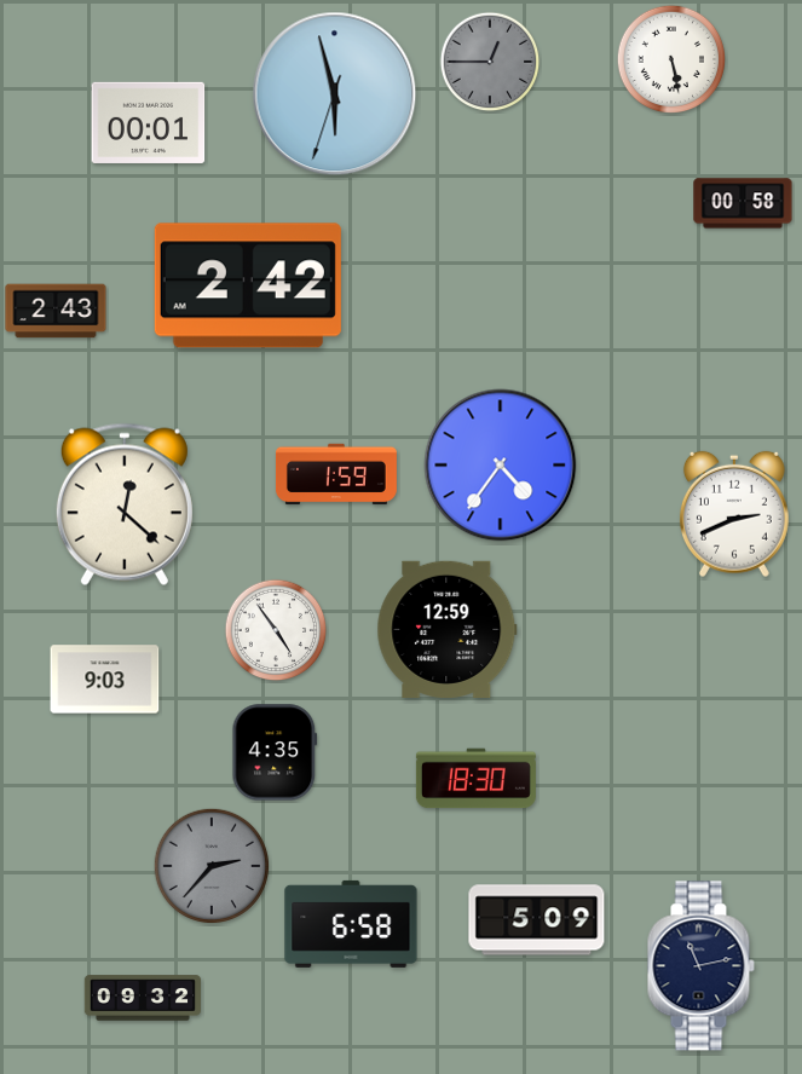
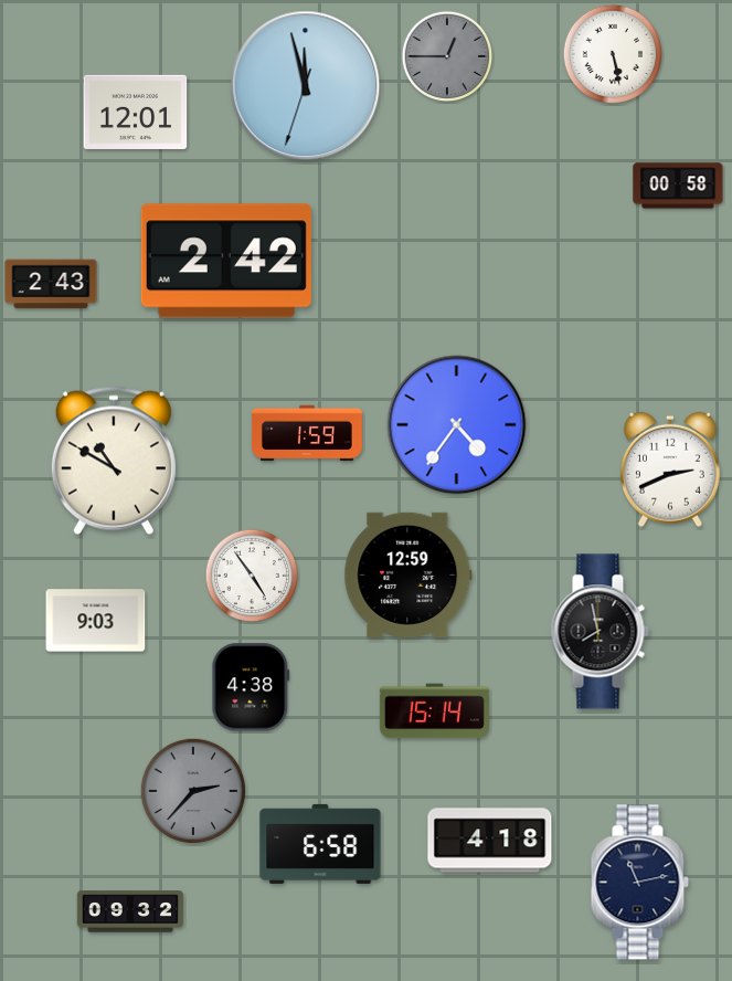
clock at (335, 94): 5:57 -> 11:57
clock at (149, 122): 00:01 -> 12:01
clock at (125, 504): 12:22 -> 10:50
clock at (600, 632): none -> 7:58
clock at (275, 752): 4:35 -> 4:38
clock at (475, 779): 18:30 -> 15:14
clock at (537, 920): 5:09 -> 4:18
